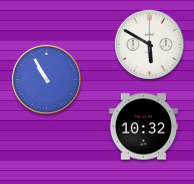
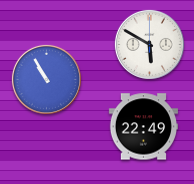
clock at (143, 127): 10:32 -> 22:49
